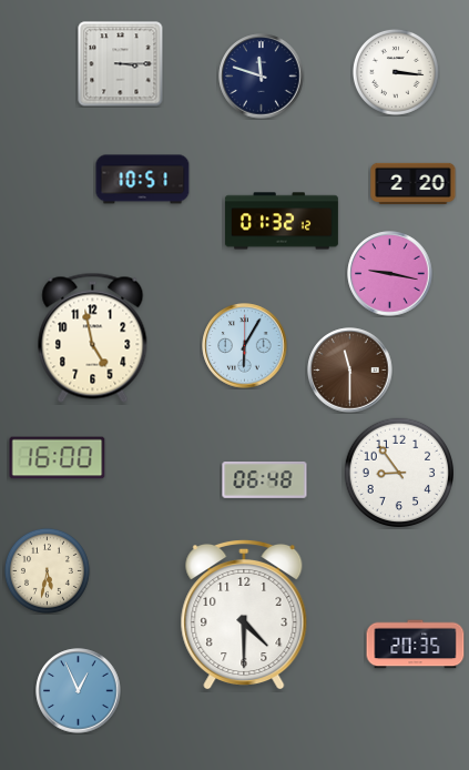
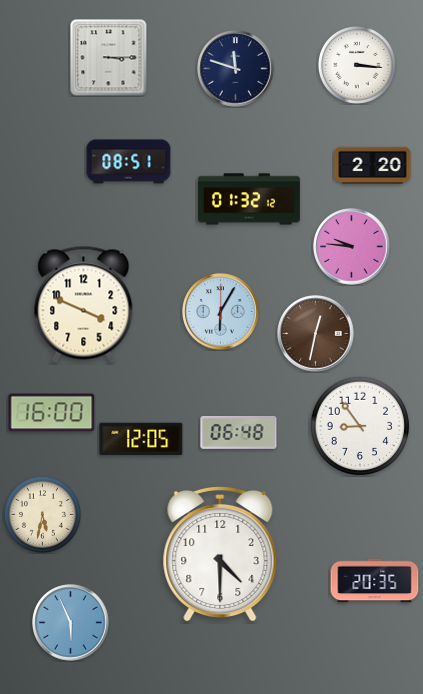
clock at (143, 180): 10:51 -> 08:51
clock at (282, 221) position: (282, 221) -> (249, 199)
clock at (390, 274): 9:17 -> 9:46
clock at (93, 337): 4:58 -> 3:49
clock at (350, 371): 11:30 -> 12:32
clock at (141, 438): none -> 12:05
clock at (79, 691): 12:56 -> 5:56
